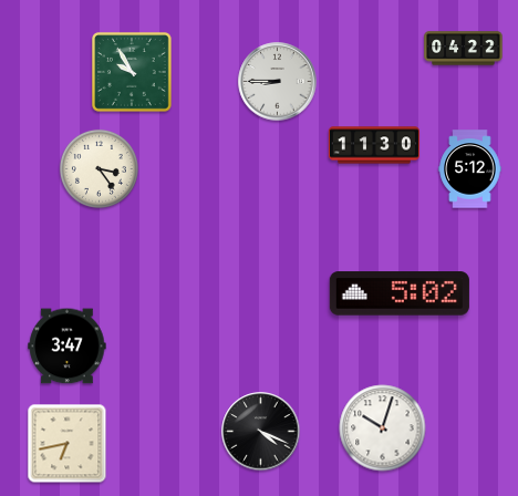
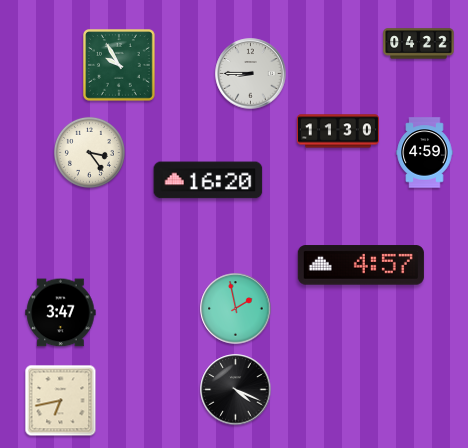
clock at (470, 169): 5:12 -> 4:59
clock at (208, 180): none -> 16:20
clock at (400, 293): 5:02 -> 4:57
clock at (236, 309): none -> 1:58
clock at (383, 428): 10:03 -> none
